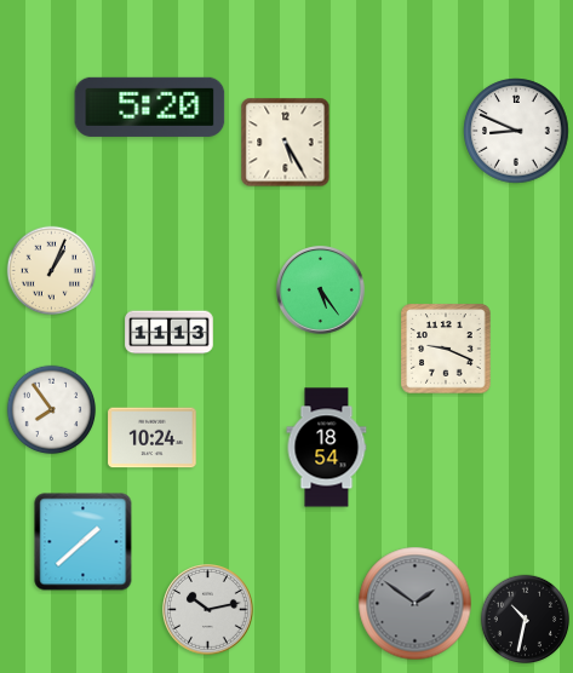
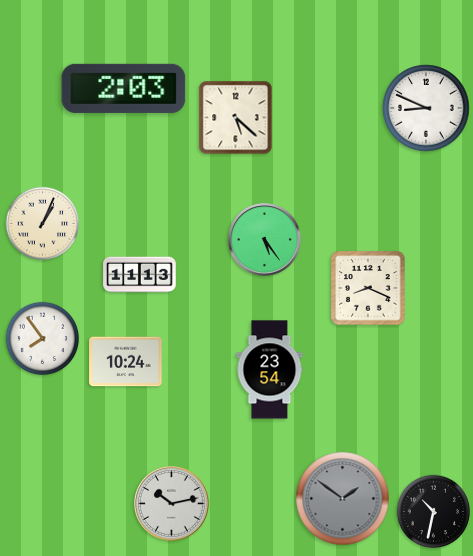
clock at (150, 107): 5:20 -> 2:03
clock at (286, 143): 5:25 -> 5:22
clock at (446, 349): 9:19 -> 8:19
clock at (327, 448): 18:54 -> 23:54
clock at (84, 542): 1:38 -> none
